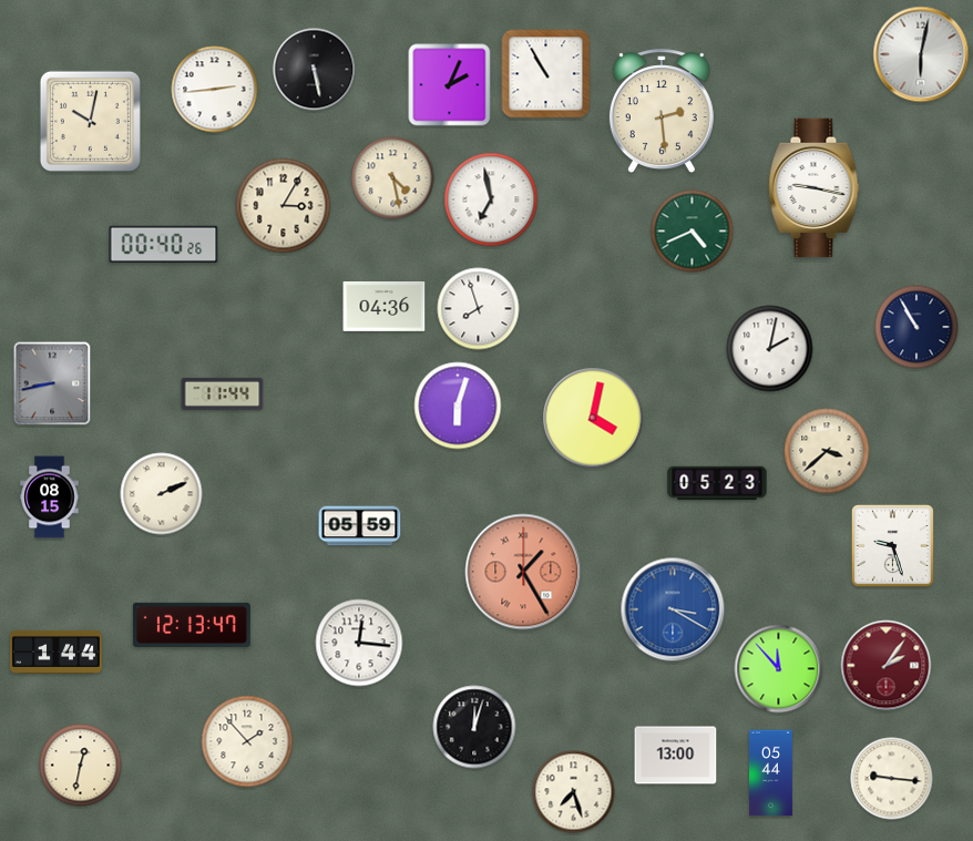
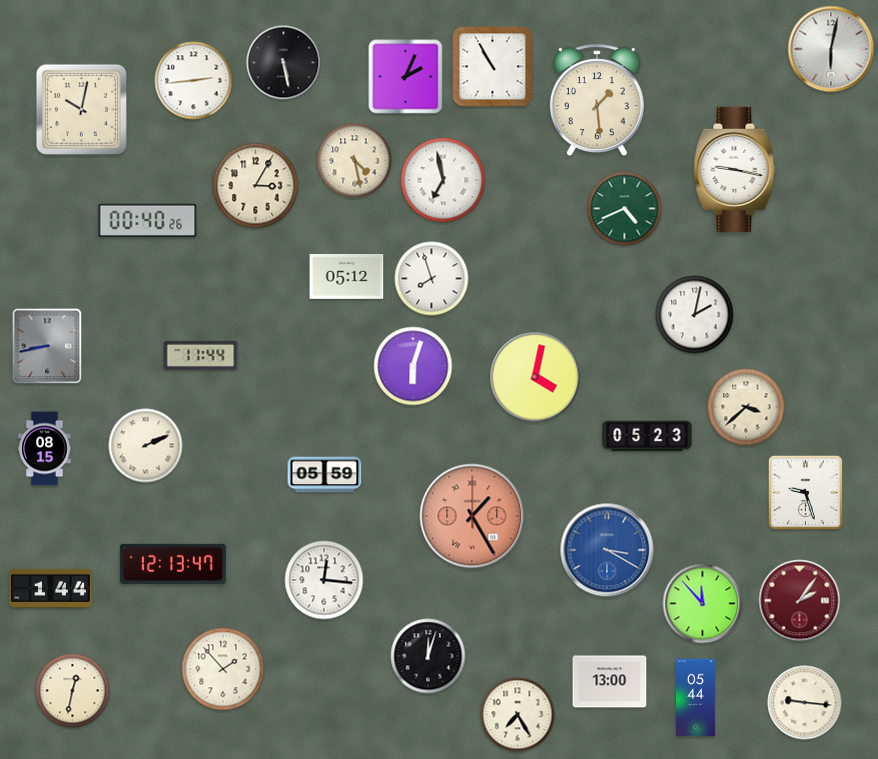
clock at (662, 112): 2:29 -> 1:29
clock at (385, 307): 04:36 -> 05:12
clock at (916, 327): 10:55 -> none
clock at (574, 792): 7:27 -> 7:25
